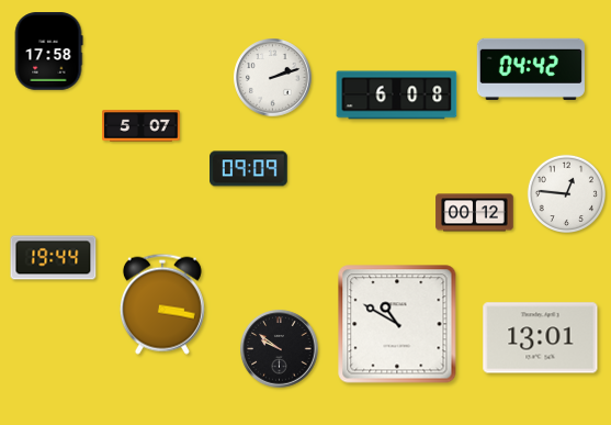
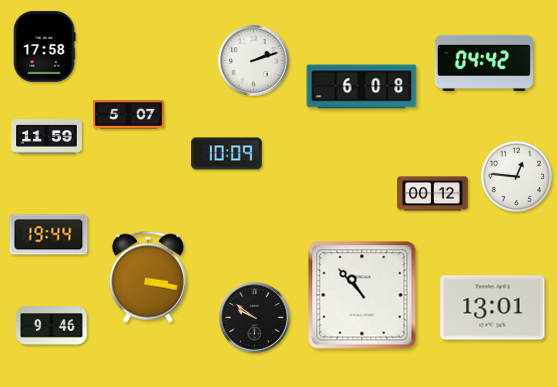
clock at (273, 78) position: (273, 78) -> (254, 61)
clock at (47, 137): none -> 11:59
clock at (249, 169): 09:09 -> 10:09
clock at (397, 324): 10:50 -> 10:53
clock at (52, 326): none -> 9:46
